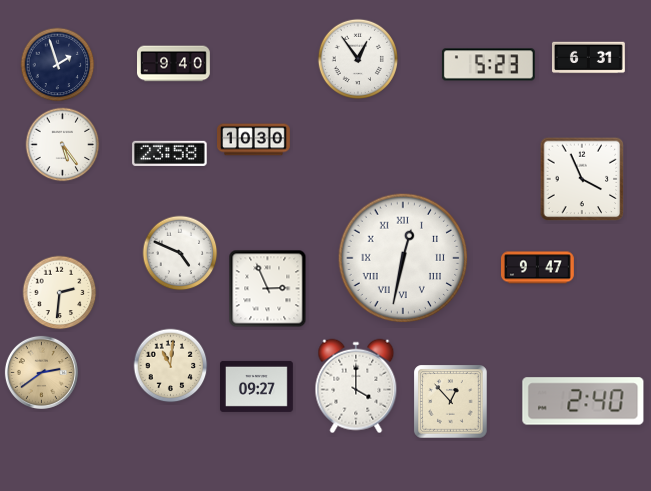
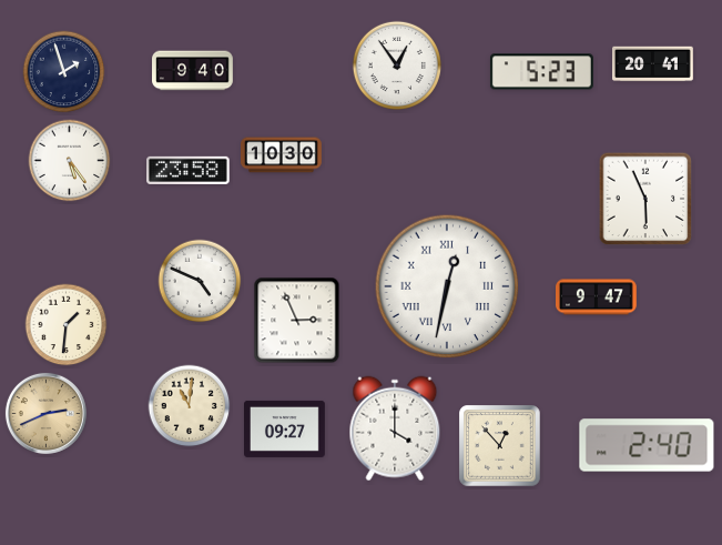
clock at (589, 58): 6:31 -> 20:41
clock at (582, 179): 3:56 -> 5:56
clock at (60, 293): 2:31 -> 1:31
clock at (41, 372): 2:39 -> 2:41
